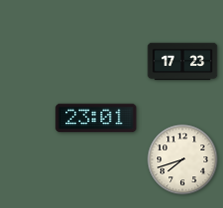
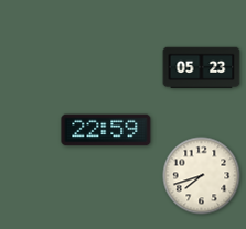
clock at (183, 62): 17:23 -> 05:23
clock at (96, 118): 23:01 -> 22:59
